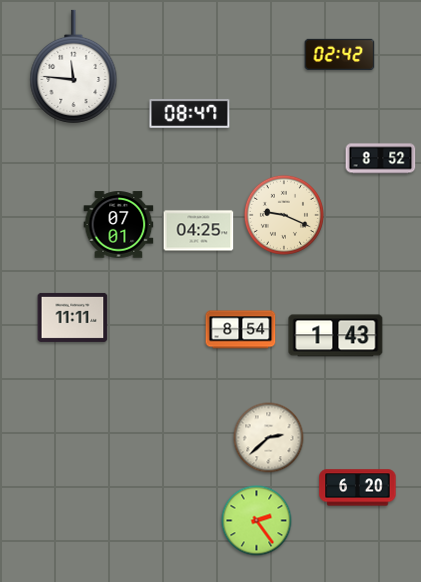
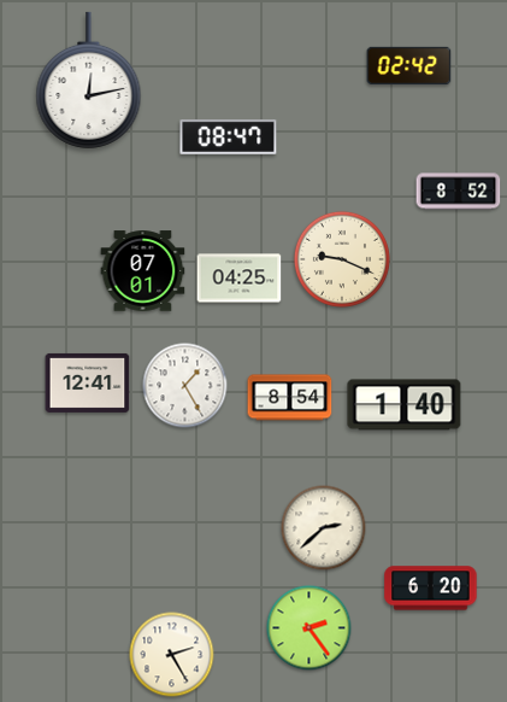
clock at (74, 66): 11:46 -> 12:13
clock at (73, 317): 11:11 -> 12:41
clock at (185, 386): none -> 1:25
clock at (336, 336): 1:43 -> 1:40
clock at (172, 655): none -> 2:25
